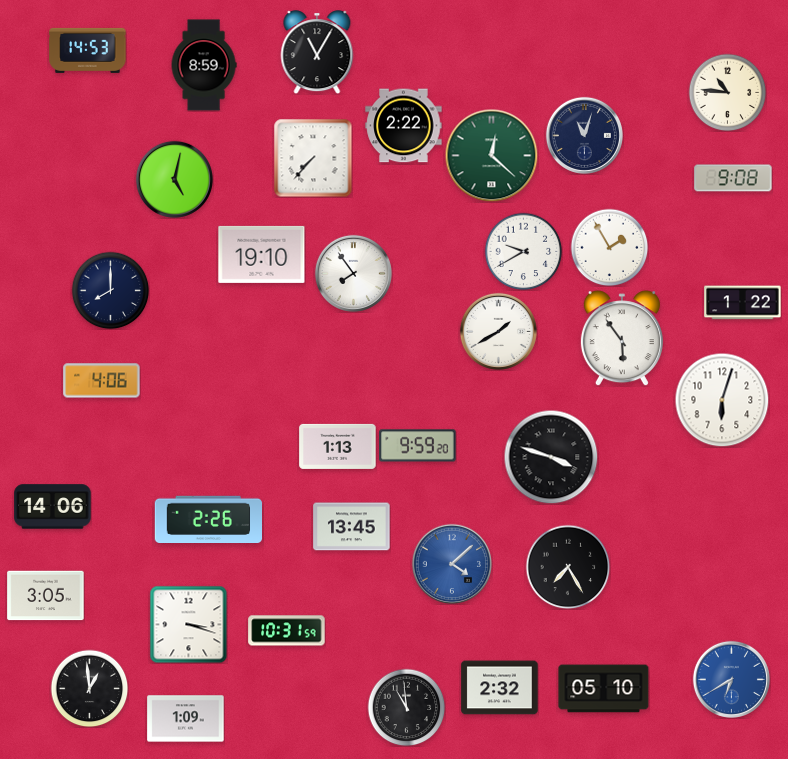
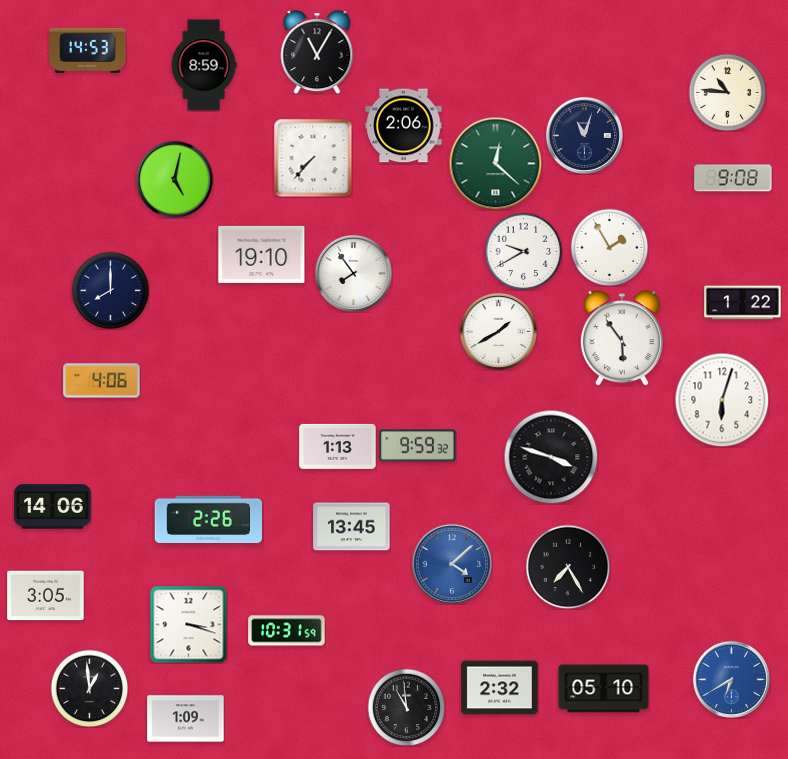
clock at (404, 126): 2:22 -> 2:06
clock at (491, 155) position: (491, 155) -> (495, 163)
clock at (418, 446): 9:59:20 -> 9:59:32
